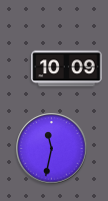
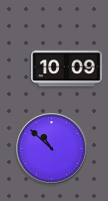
clock at (52, 149): 11:32 -> 10:52
